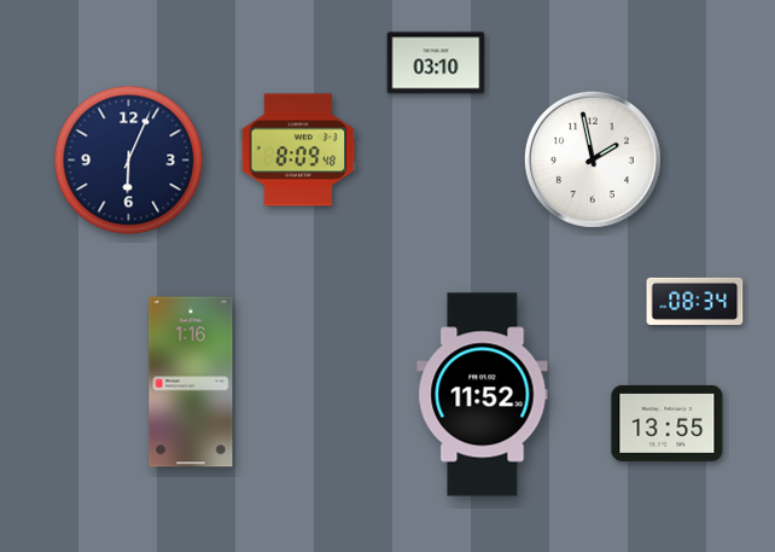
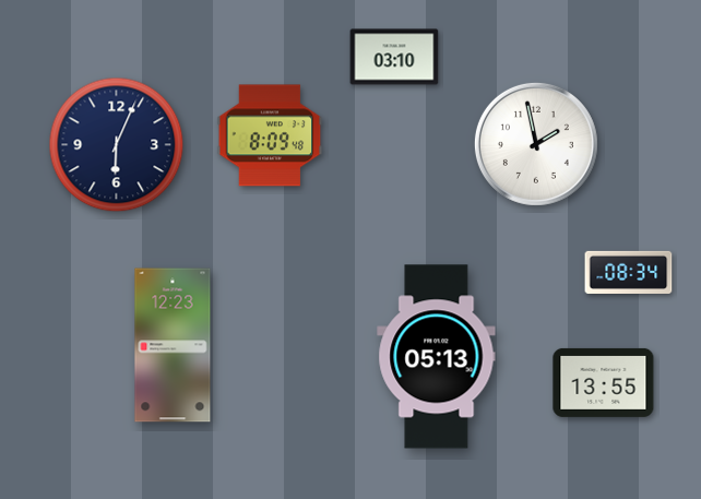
clock at (191, 382): 1:16 -> 12:23
clock at (483, 395): 11:52 -> 05:13
